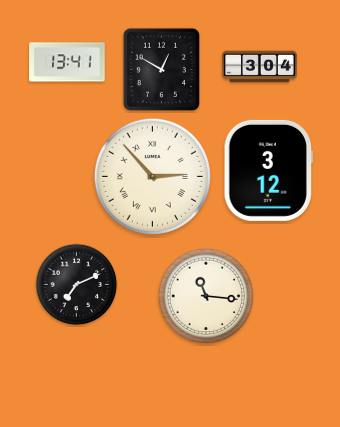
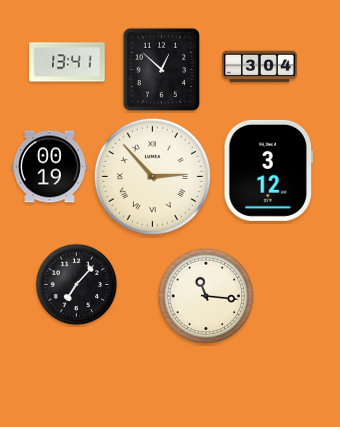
clock at (161, 69): 12:50 -> 12:52
clock at (50, 167): none -> 00:19
clock at (77, 285): 7:11 -> 7:07
